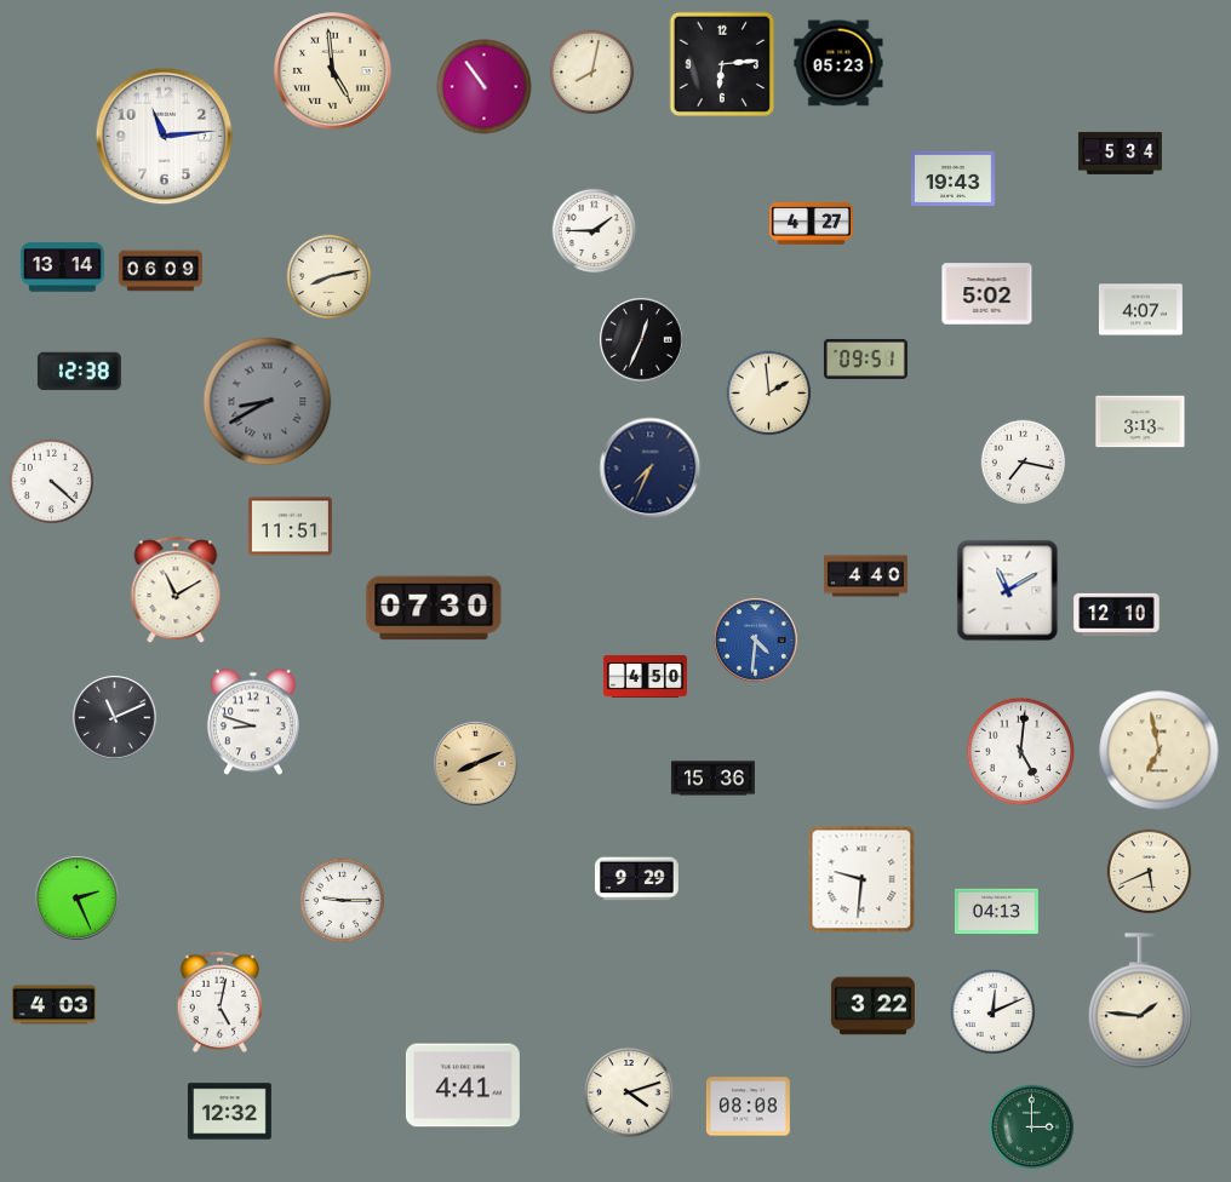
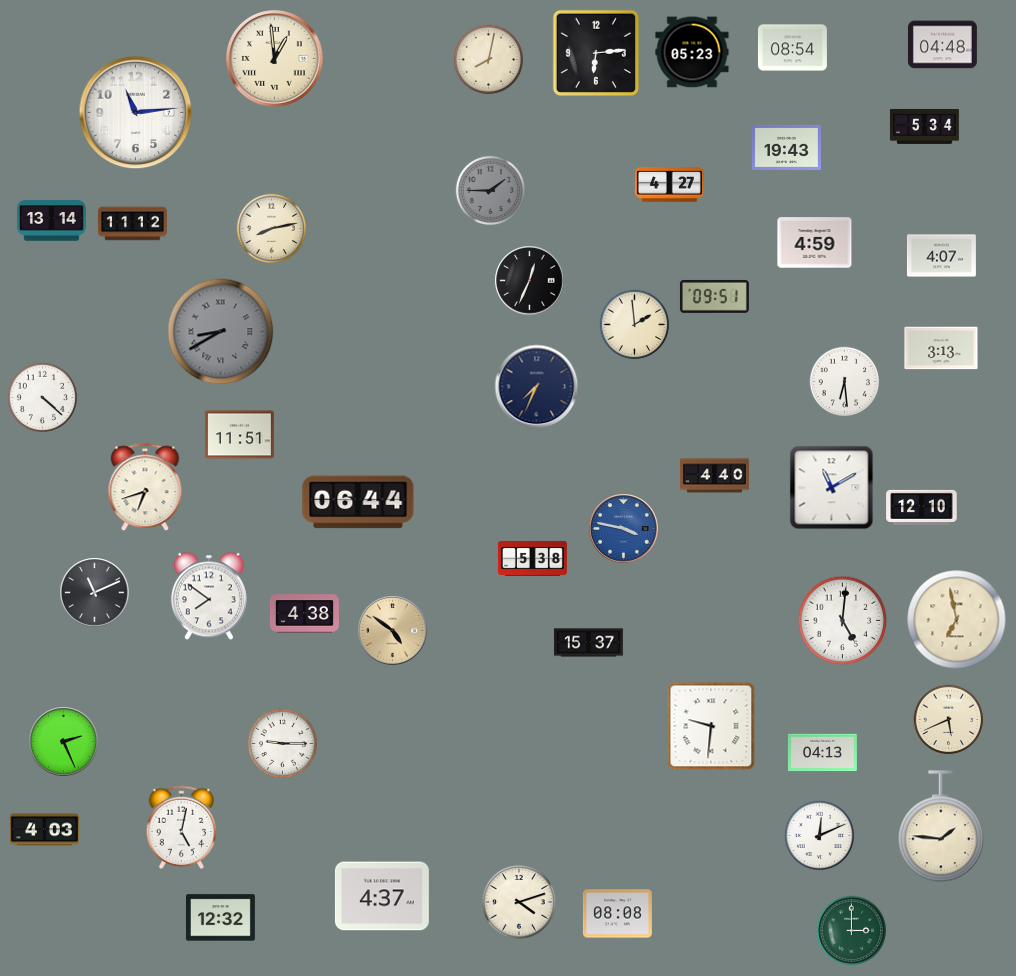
clock at (942, 45): none -> 04:48
clock at (792, 48): none -> 08:54
clock at (333, 71): 4:59 -> 12:59
clock at (485, 87): 10:54 -> none
clock at (595, 231) dial: white -> grey
clock at (160, 271): 06:09 -> 11:12
clock at (987, 294): 5:02 -> 4:59
clock at (79, 372): 12:38 -> none
clock at (1024, 463): 7:17 -> 6:29
clock at (176, 591): 11:10 -> 6:42
clock at (434, 608): 07:30 -> 06:44
clock at (756, 641): 4:31 -> 3:47
clock at (645, 676): 4:50 -> 5:38
clock at (253, 722): 8:48 -> 7:51
clock at (304, 614): none -> 4:38
clock at (476, 764): 8:11 -> 4:51
clock at (712, 779): 15:36 -> 15:37
clock at (636, 879): 9:29 -> none
clock at (872, 1006): 3:22 -> none
clock at (463, 1085): 4:41 -> 4:37
clock at (229, 1112) position: (229, 1112) -> (220, 918)
